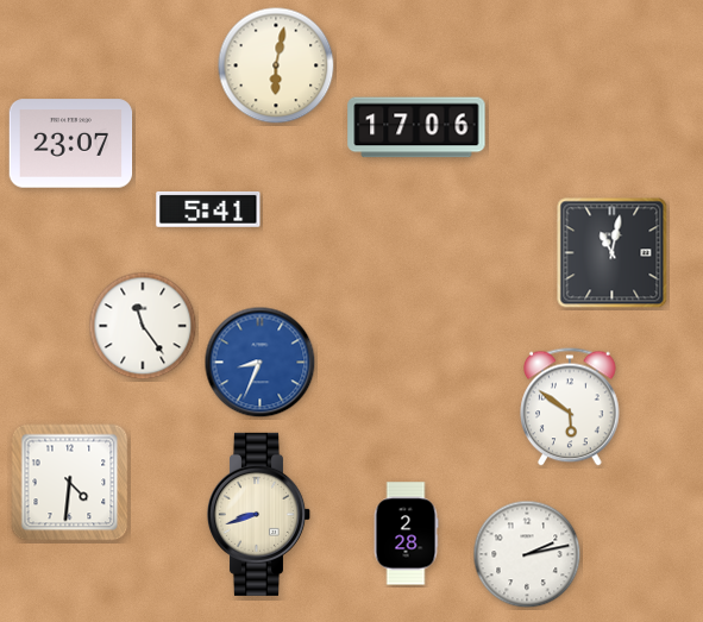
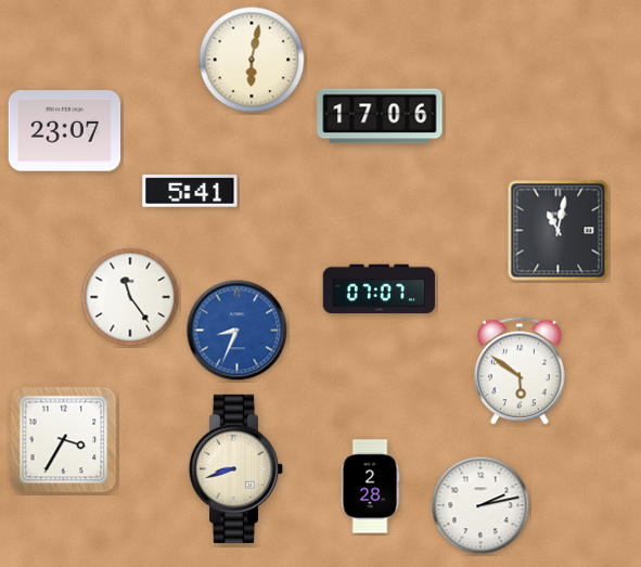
clock at (380, 289): none -> 07:07
clock at (70, 483): 4:31 -> 3:35
